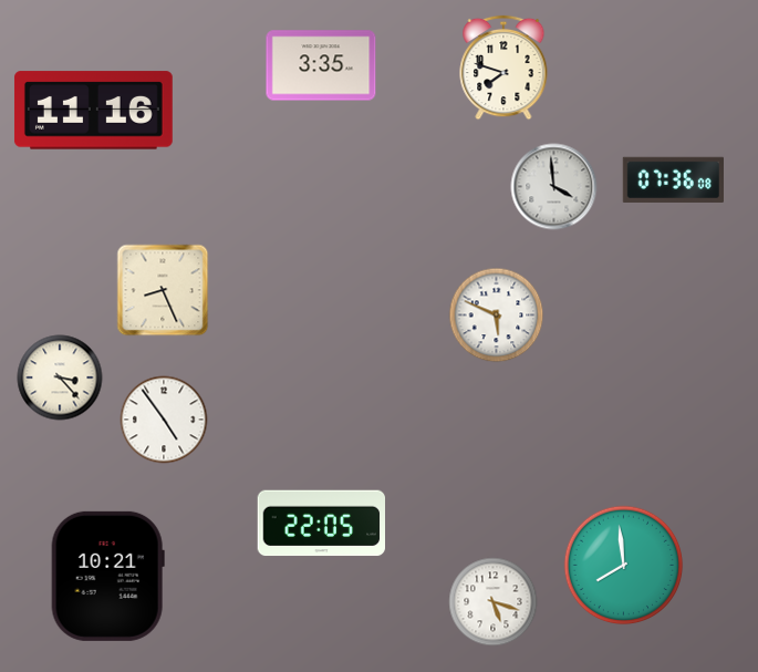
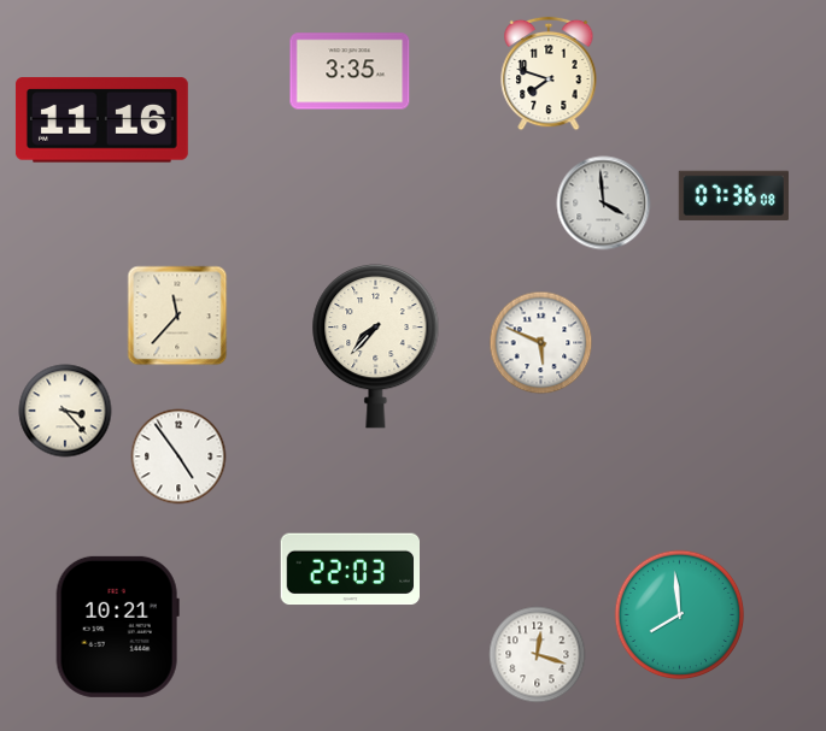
clock at (163, 290): 8:26 -> 11:37
clock at (376, 346): none -> 7:37
clock at (321, 524): 22:05 -> 22:03
clock at (494, 602): 5:18 -> 12:18
